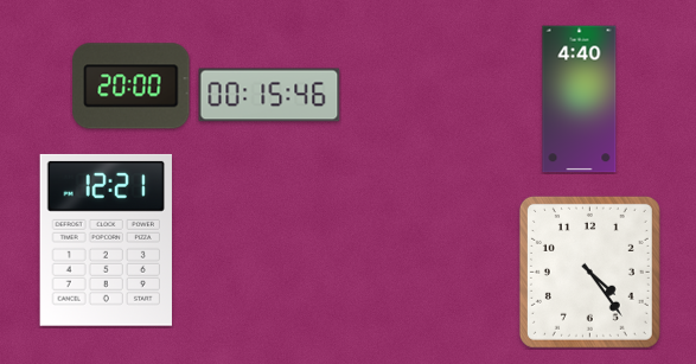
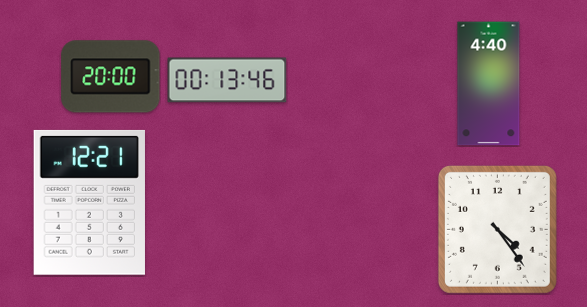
clock at (132, 87) position: (132, 87) -> (111, 77)
clock at (269, 95): 00:15 -> 00:13
